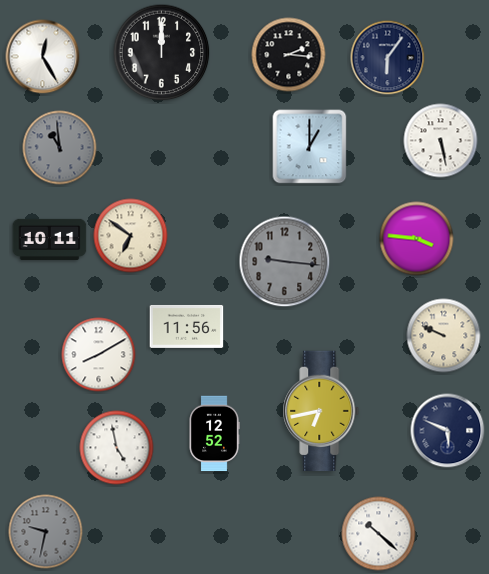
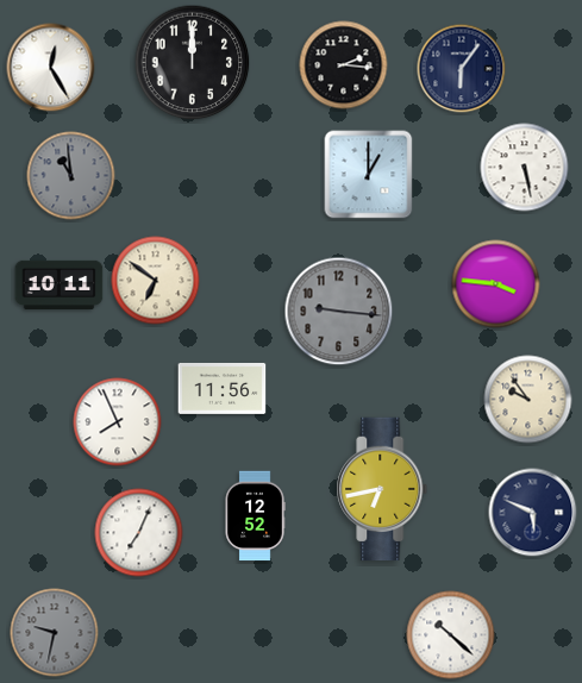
clock at (444, 336): 9:49 -> 9:54
clock at (99, 355): 8:10 -> 7:56
clock at (117, 448): 4:58 -> 7:04
